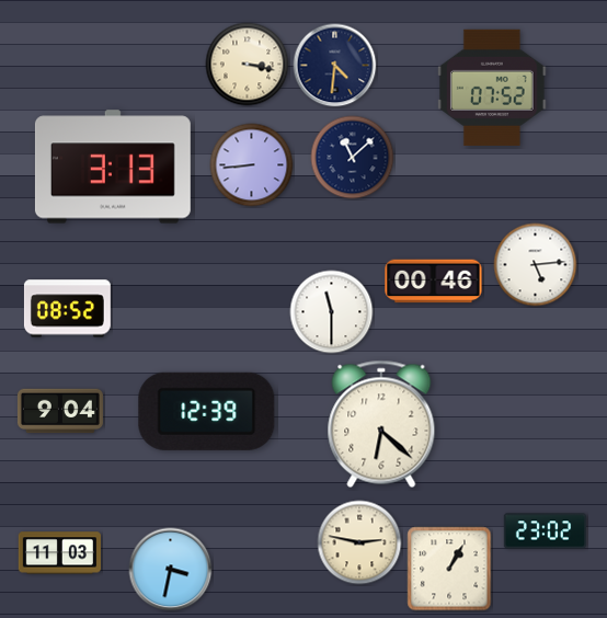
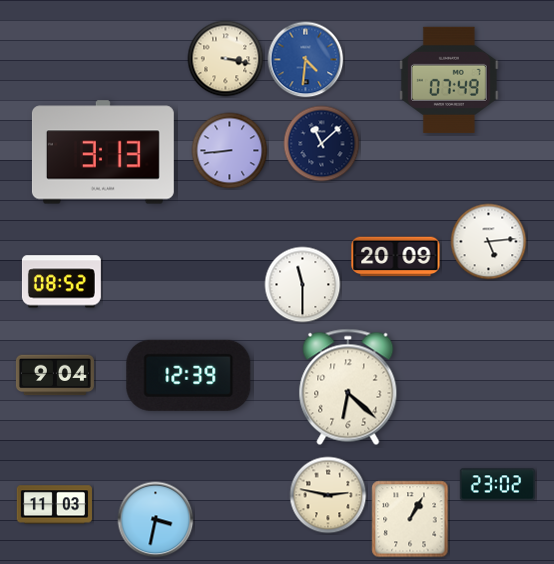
clock at (335, 66) dial: navy -> blue
clock at (492, 88): 07:52 -> 07:49
clock at (434, 282): 00:46 -> 20:09
